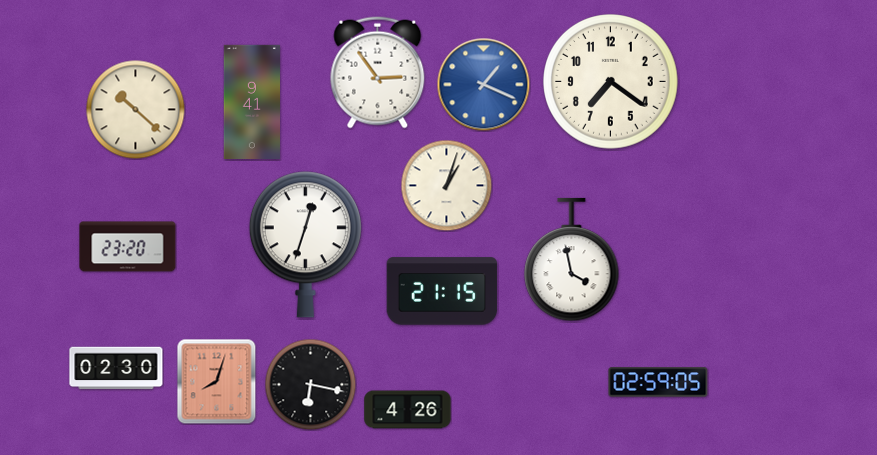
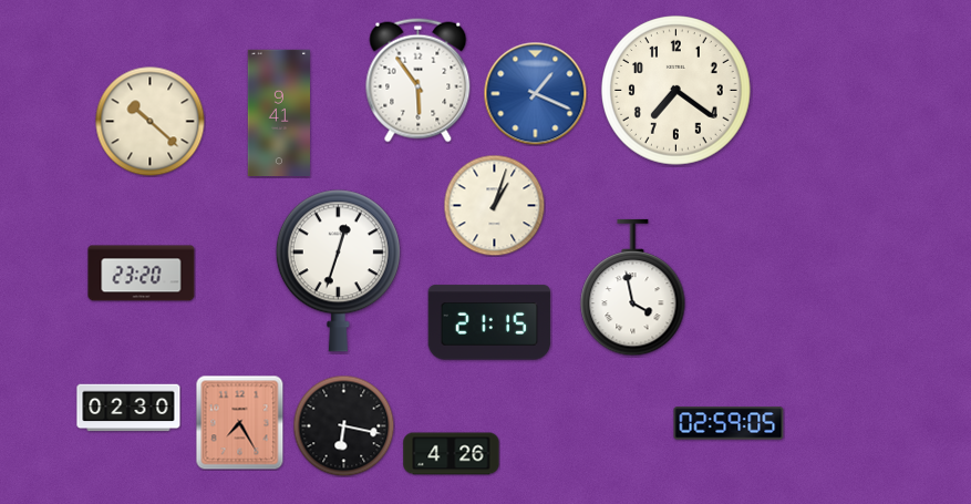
clock at (378, 73): 2:54 -> 5:54
clock at (217, 381): 8:03 -> 7:25
